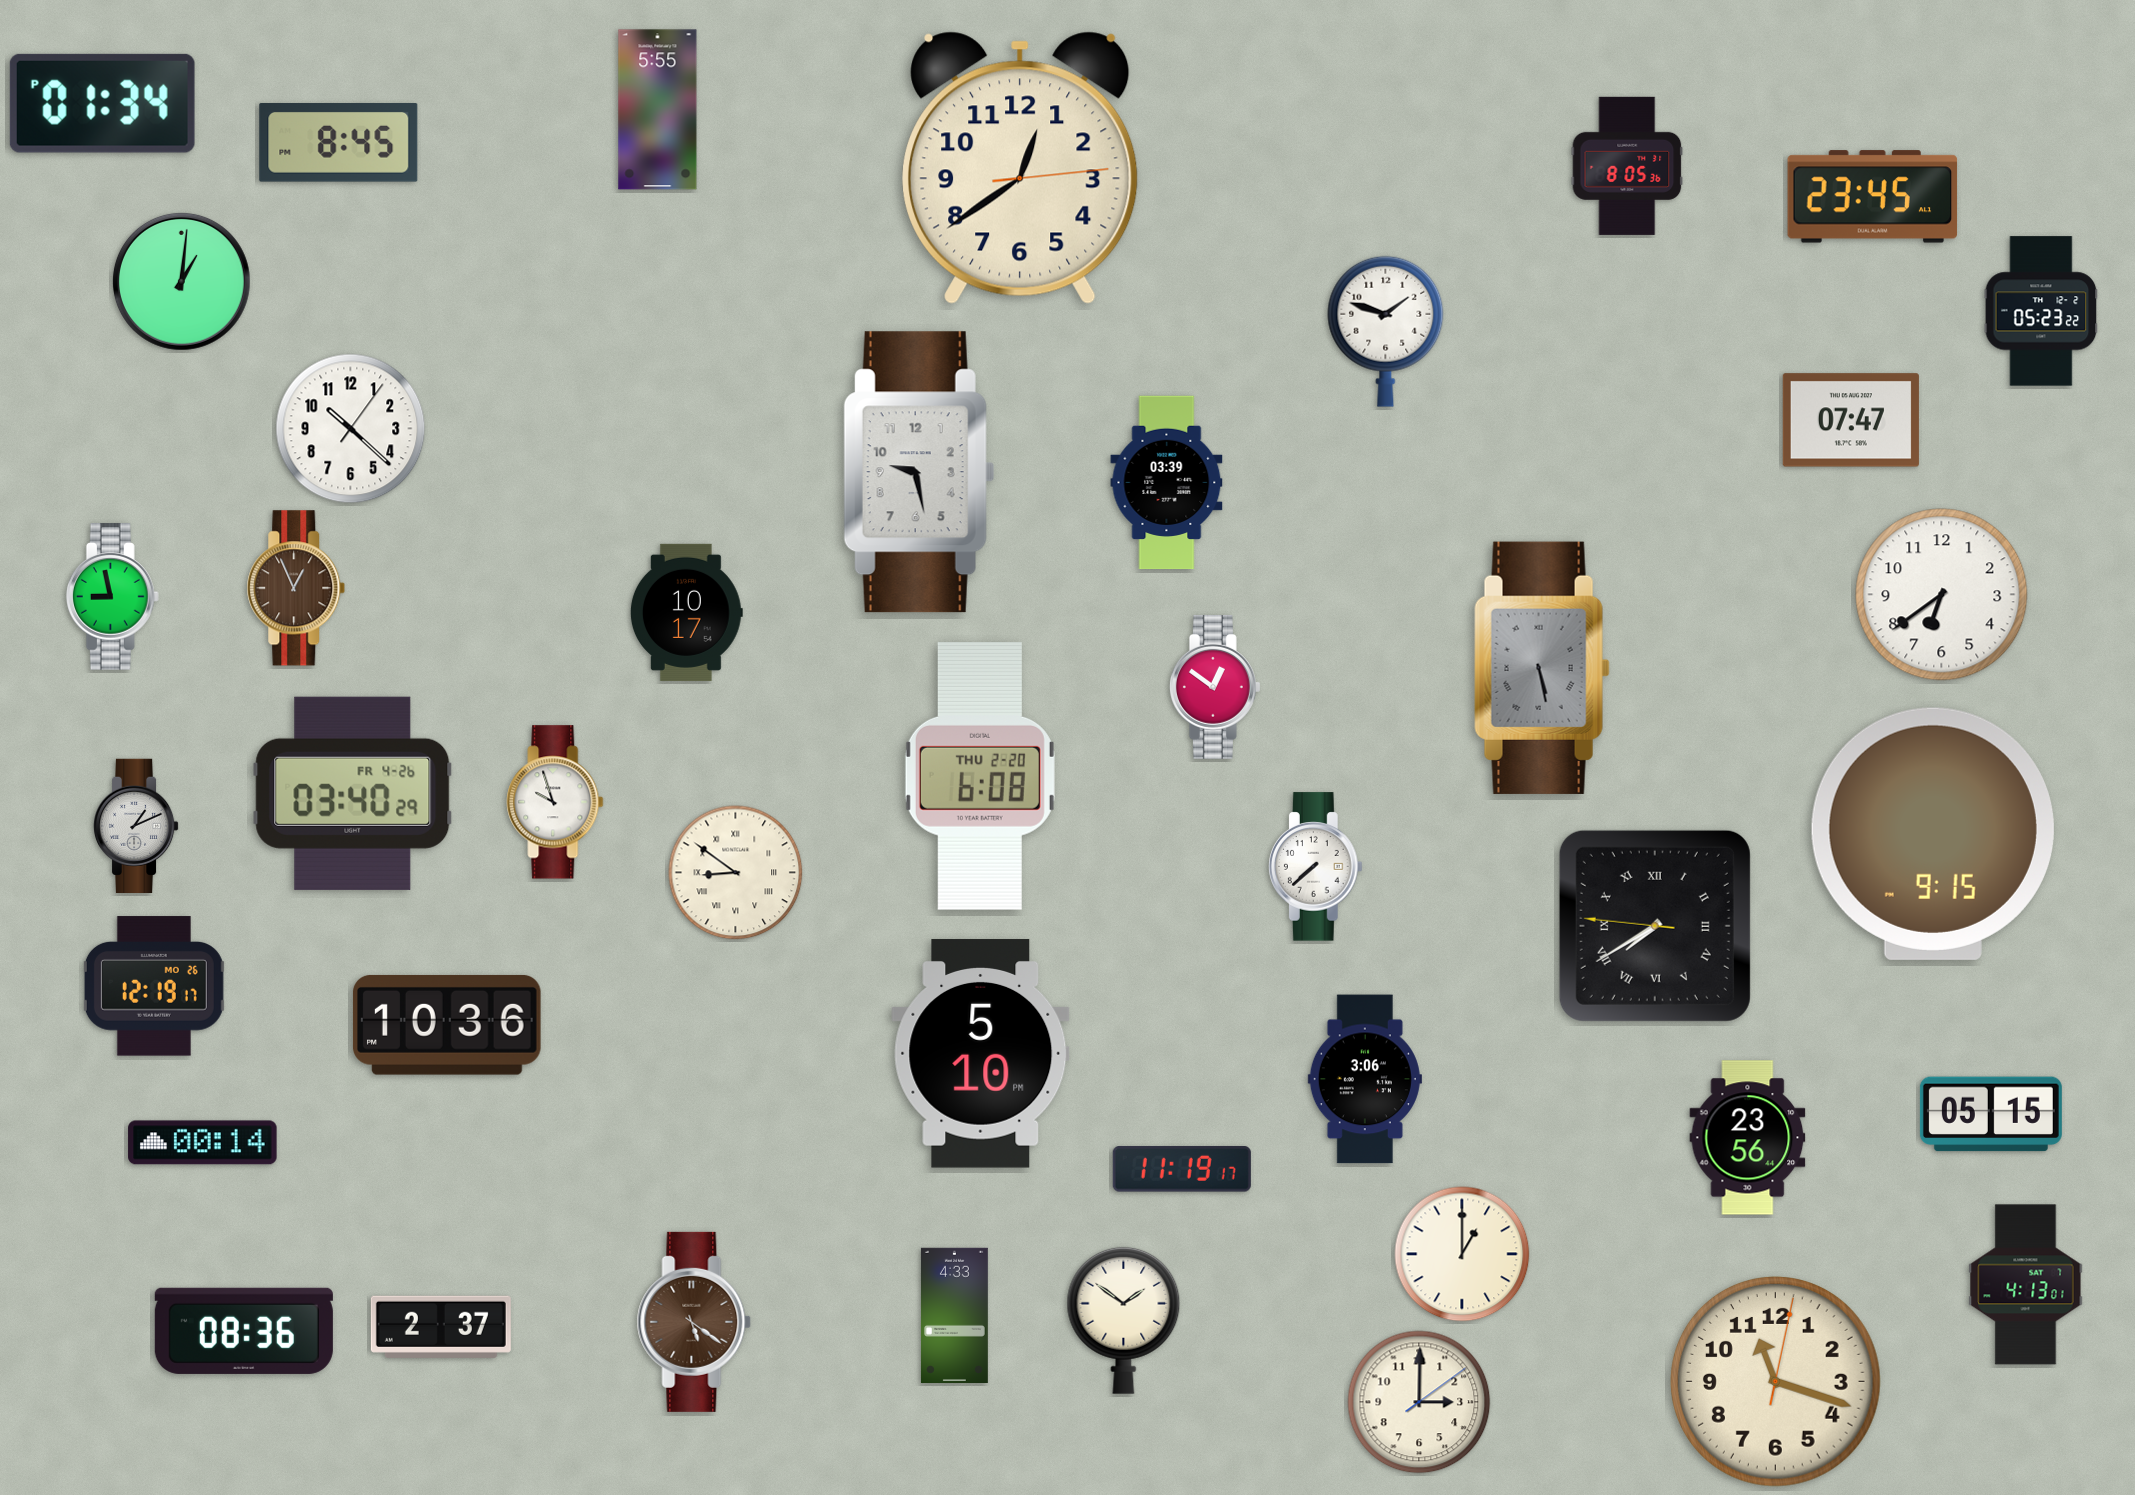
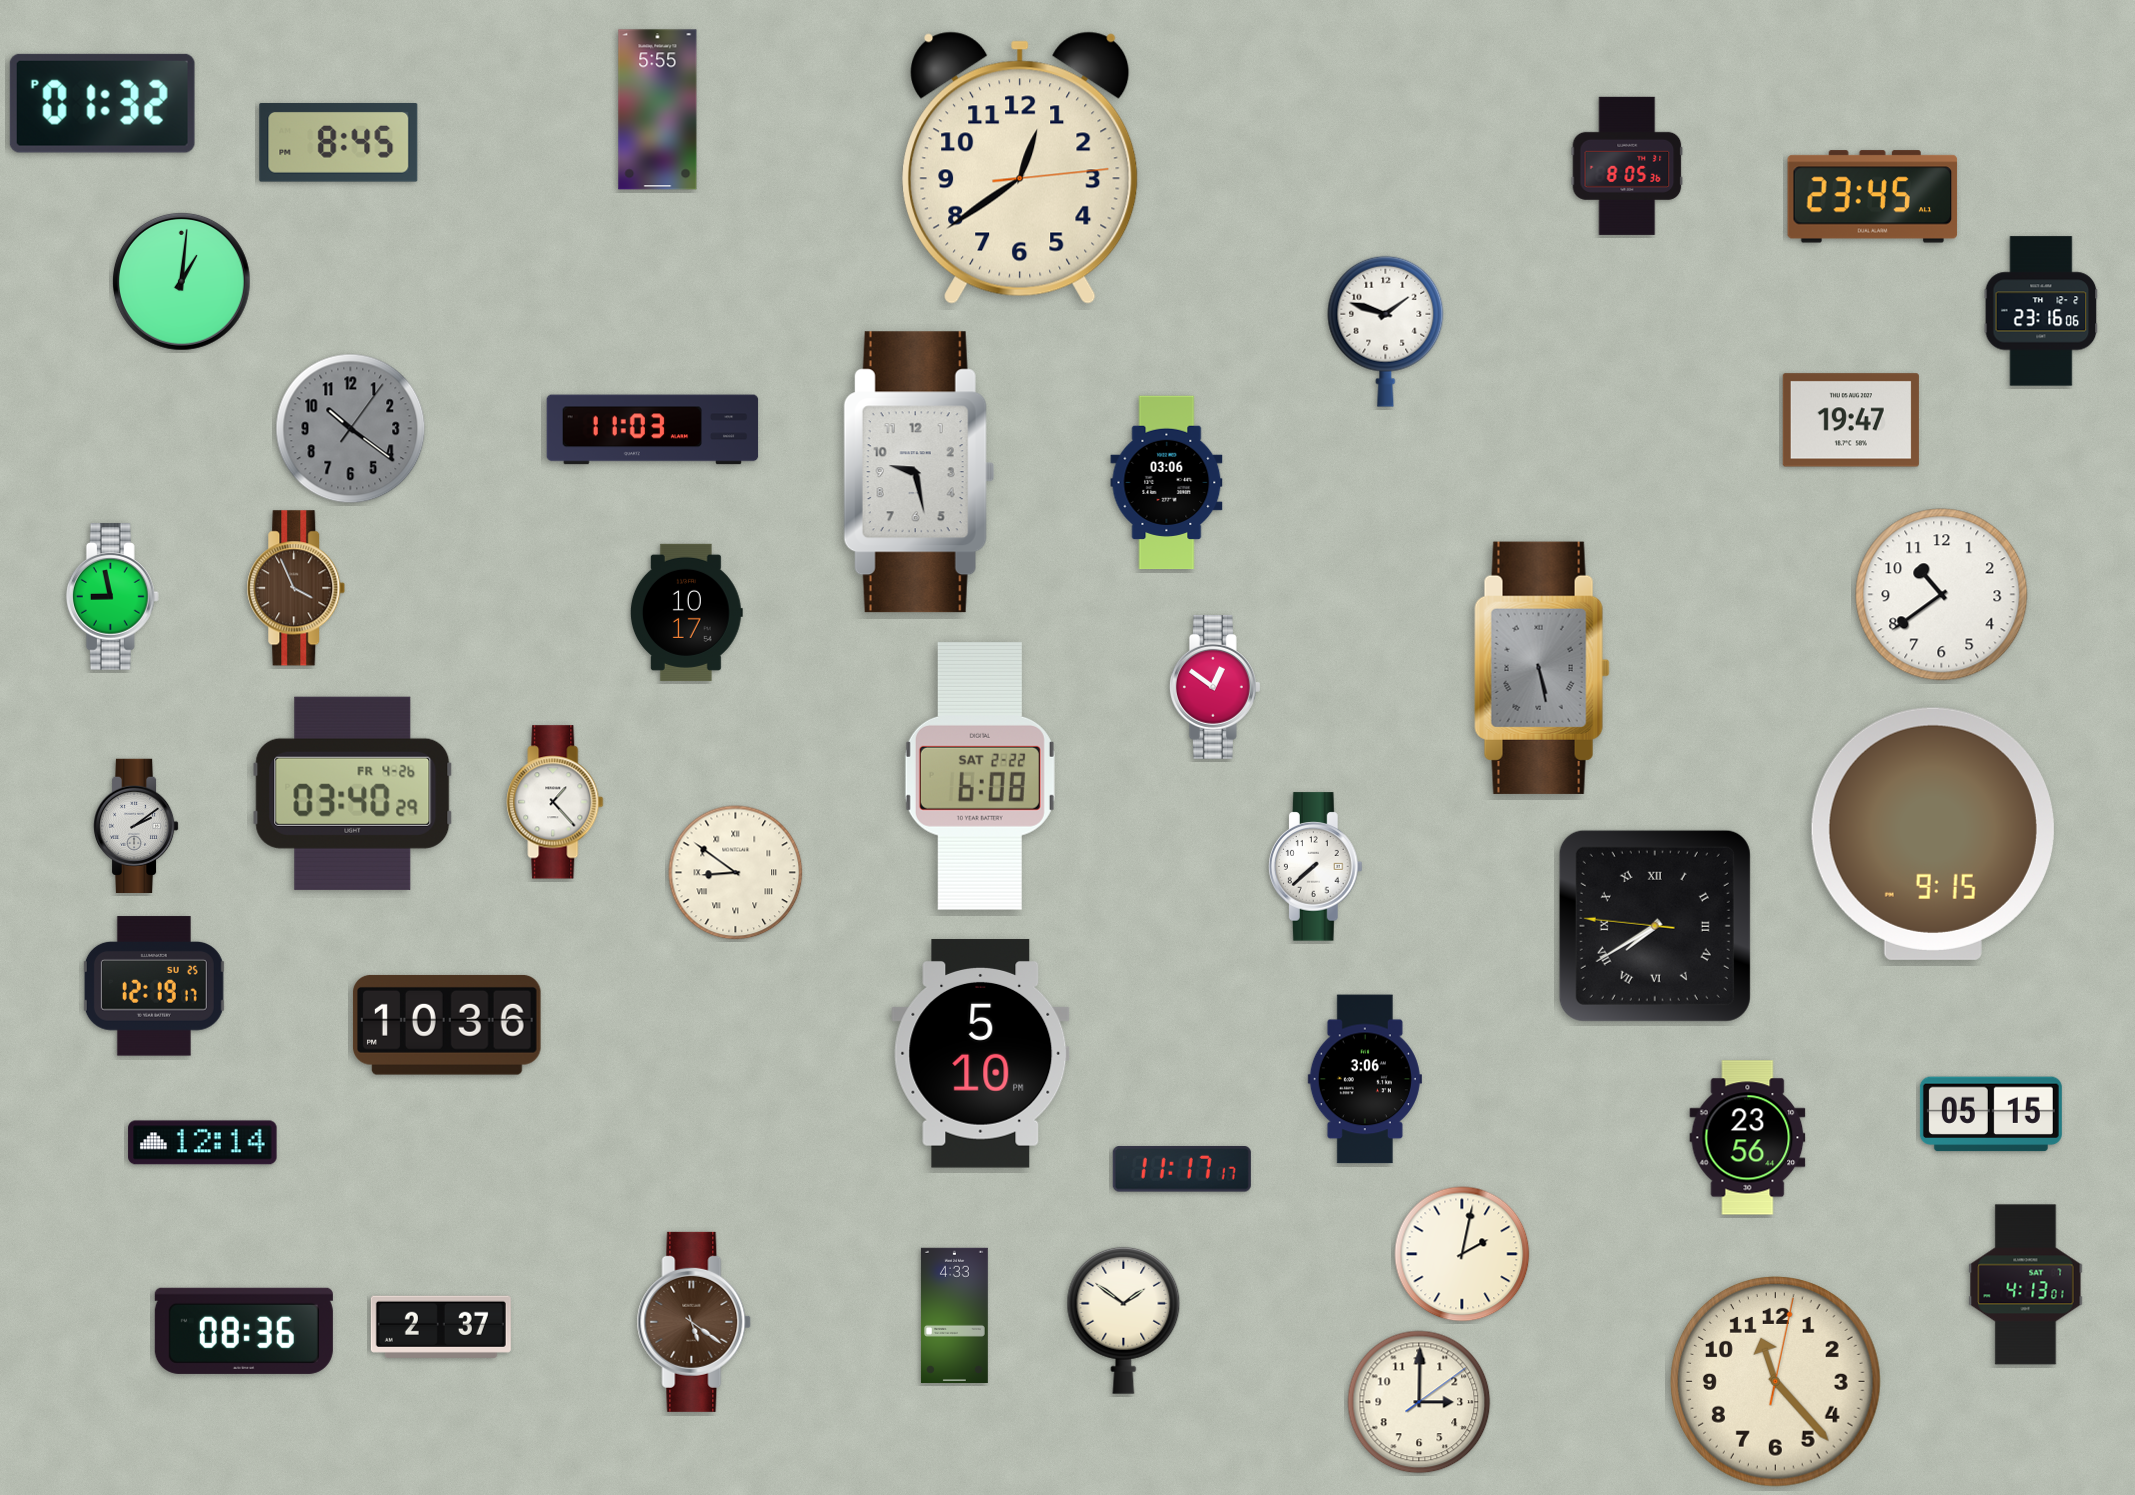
clock at (102, 103): 01:34 -> 01:32
clock at (2041, 311): 05:23 -> 23:16
clock at (1851, 420): 07:47 -> 19:47
clock at (351, 429): 10:22 -> 10:21
clock at (351, 429) dial: white -> grey
clock at (653, 430): none -> 11:03
clock at (1167, 483): 03:39 -> 03:06
clock at (296, 588): 12:56 -> 3:56
clock at (1942, 595): 6:39 -> 10:39
clock at (980, 777) date: THU 2-20 -> SAT 2-22
clock at (555, 802): 9:57 -> 1:23
clock at (136, 825): 1:11 -> 2:09
clock at (154, 986) date: MO 26 -> SU 25
clock at (203, 1143): 00:14 -> 12:14
clock at (1182, 1170): 11:19 -> 11:17
clock at (1462, 1254): 1:00 -> 2:02
clock at (1776, 1382): 11:18 -> 11:23
